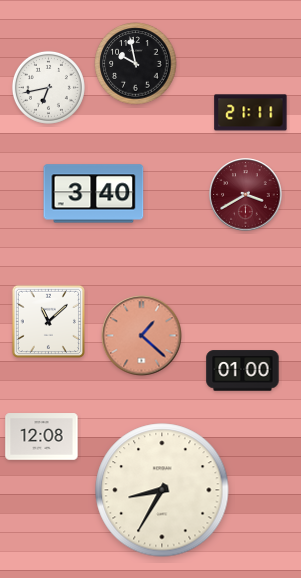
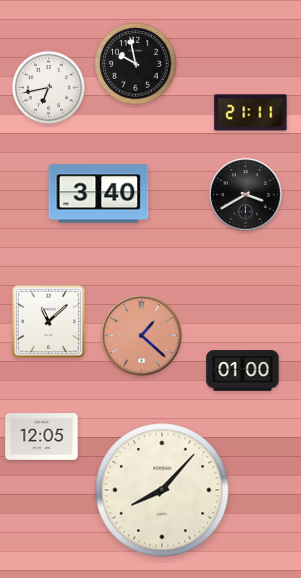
clock at (94, 194) position: (94, 194) -> (99, 194)
clock at (246, 195) dial: burgundy -> black
clock at (42, 437): 12:08 -> 12:05
clock at (162, 490): 8:35 -> 8:07
